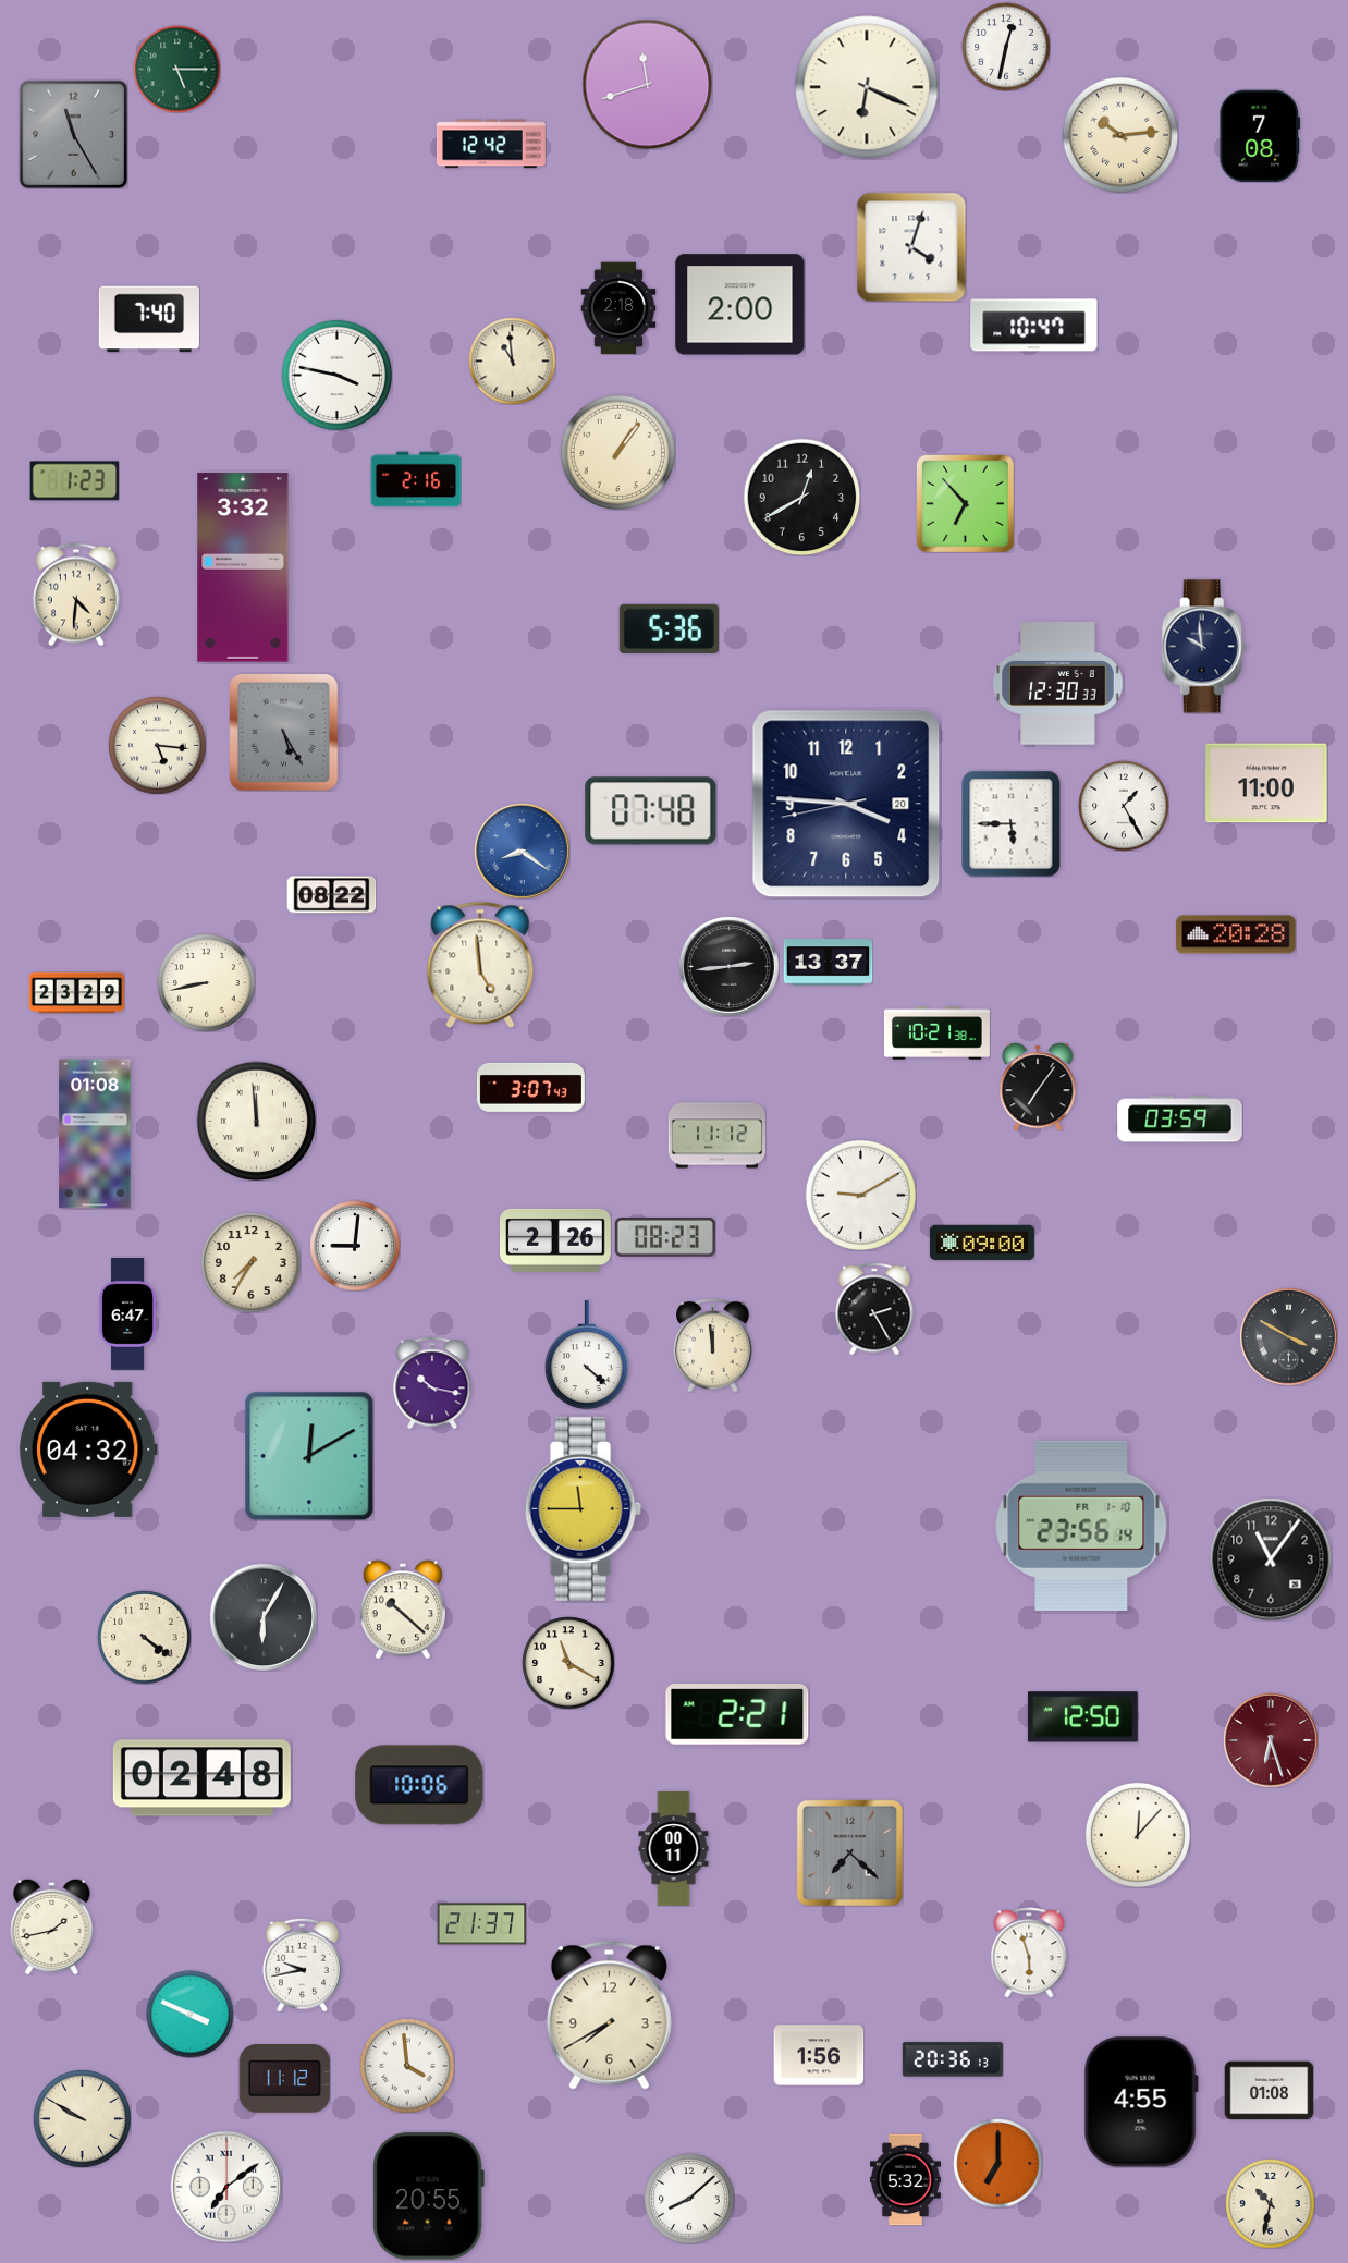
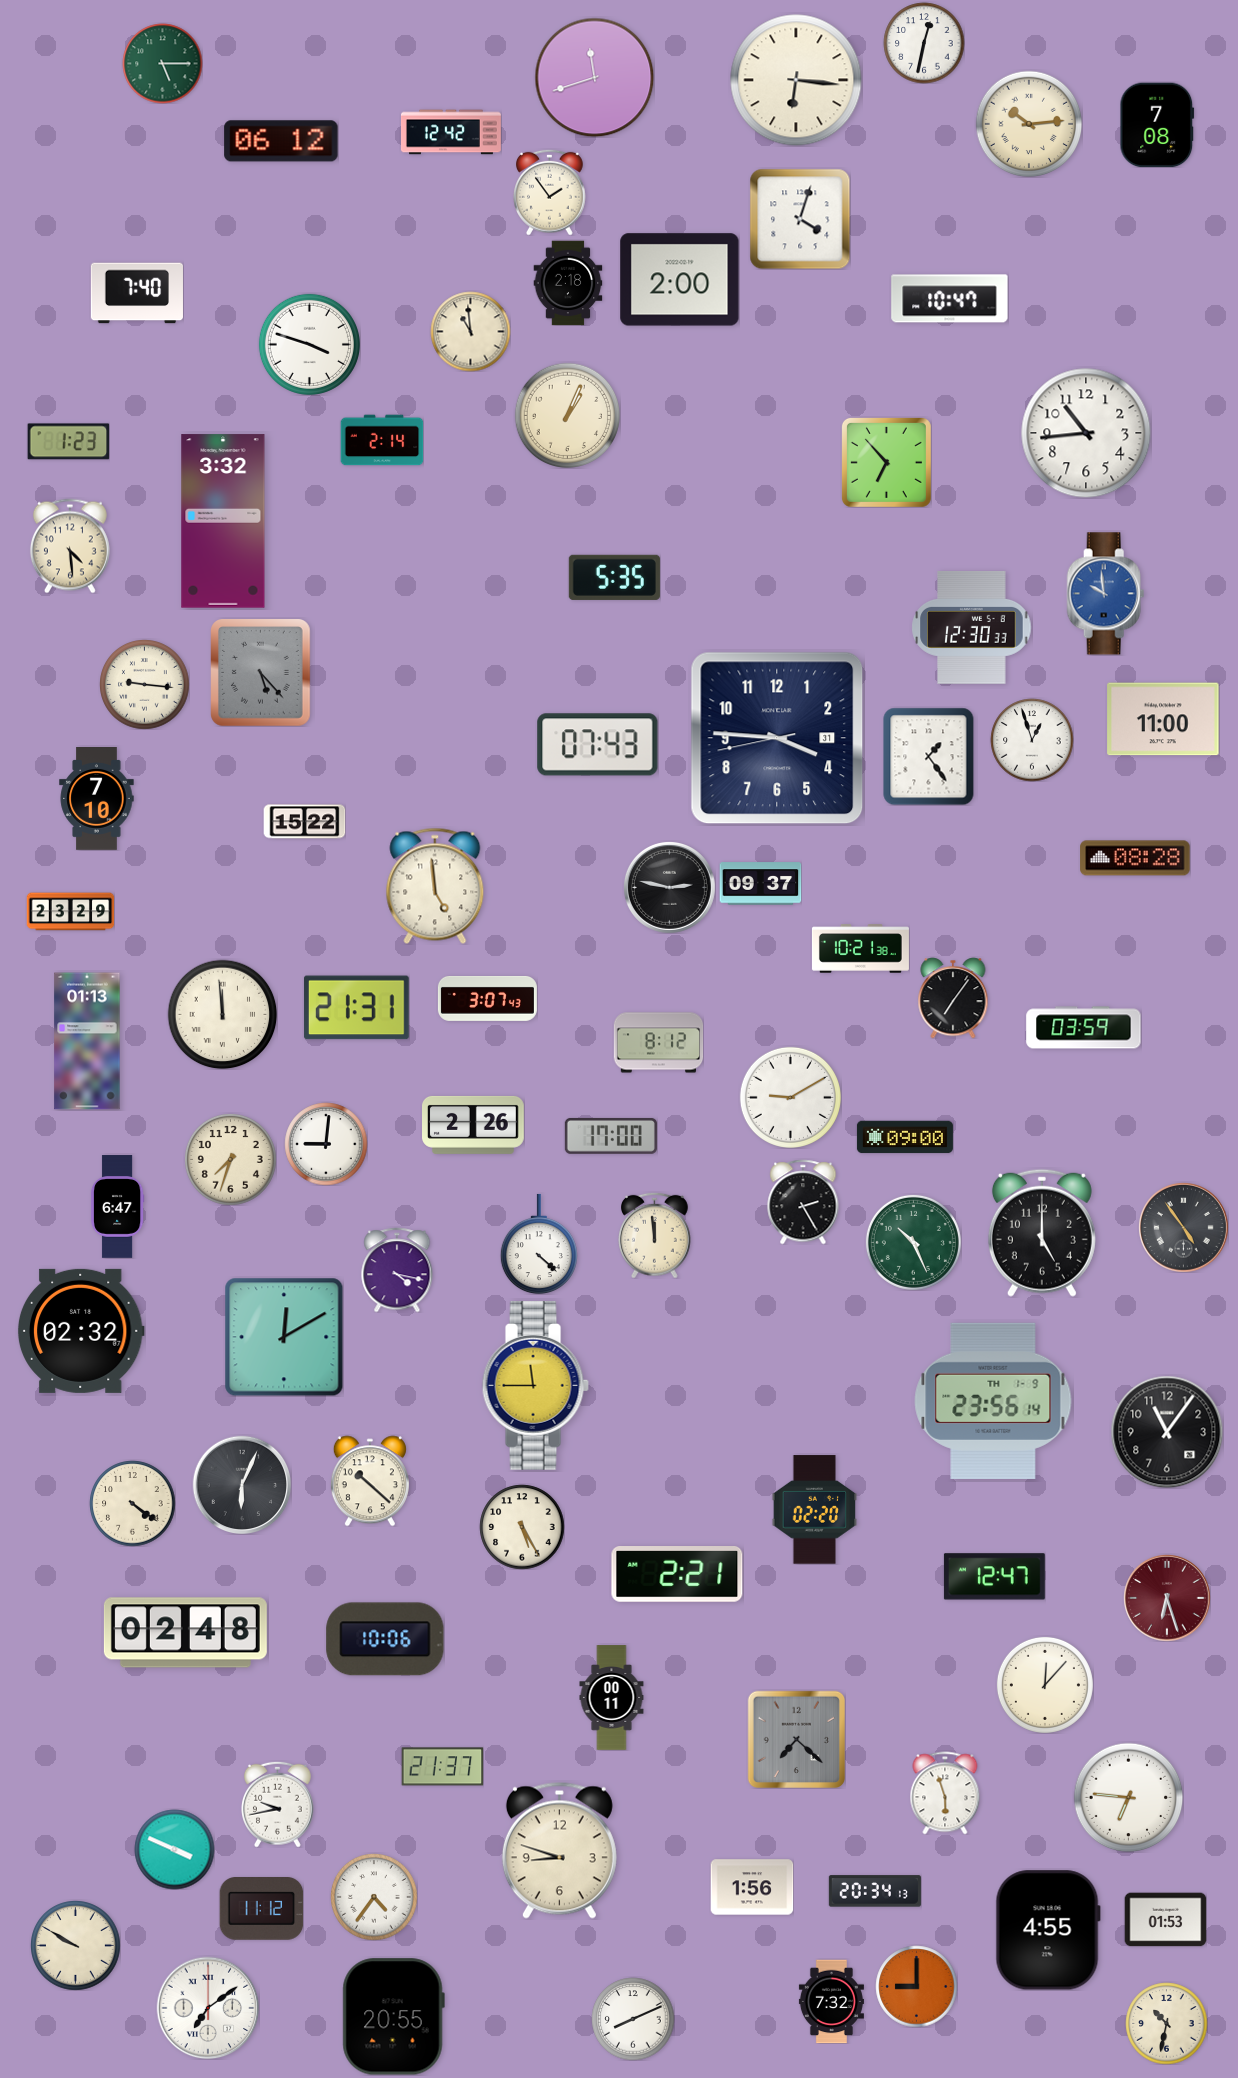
clock at (867, 87): 6:19 -> 6:16
clock at (73, 134): 11:25 -> none
clock at (281, 141): none -> 06:12
clock at (550, 192): none -> 1:54
clock at (911, 247) position: (911, 247) -> (800, 219)
clock at (336, 375): 3:47 -> 3:48
clock at (617, 452): 1:06 -> 1:04
clock at (1086, 433): none -> 10:44
clock at (416, 479): 2:16 -> 2:14
clock at (801, 497): 12:40 -> none
clock at (76, 595): 4:31 -> 4:29
clock at (669, 628): 5:36 -> 5:35
clock at (1204, 647) dial: navy -> blue
clock at (284, 733): 5:25 -> 5:23
clock at (158, 746): 5:16 -> 9:16
clock at (846, 804) date: 20 -> 31
clock at (1124, 806): 1:25 -> 12:57
clock at (651, 811): 07:48 -> 07:43
clock at (1012, 823): 5:45 -> 1:24
clock at (522, 851): 8:21 -> none
clock at (97, 799): none -> 7:10
clock at (331, 895): 08:22 -> 15:22
clock at (1236, 934): 20:28 -> 08:28
clock at (828, 963): 13:37 -> 09:37
clock at (480, 965) position: (480, 965) -> (435, 886)
clock at (728, 966): 2:44 -> 2:47
clock at (207, 983): 8:43 -> none
clock at (356, 1008): none -> 21:31
clock at (256, 1121) position: (256, 1121) -> (222, 1014)
clock at (95, 1134): 01:08 -> 01:13
clock at (716, 1136): 11:12 -> 8:12
clock at (665, 1237): 08:23 -> 17:00
clock at (556, 1240) position: (556, 1240) -> (474, 1125)
clock at (982, 1243) position: (982, 1243) -> (905, 1137)
clock at (250, 1262): 7:35 -> 7:33
clock at (1289, 1337): 3:50 -> 4:54
clock at (1042, 1233): none -> 5:00
clock at (913, 1242): none -> 10:26
clock at (432, 1383): 10:17 -> 4:17
clock at (88, 1449): 04:32 -> 02:32
clock at (1081, 1526) date: FR 1-10 -> TH 1-9
clock at (403, 1610) position: (403, 1610) -> (370, 1481)
clock at (262, 1616): 6:05 -> 6:04
clock at (815, 1510): none -> 02:20
clock at (568, 1663): 11:20 -> 5:25
clock at (1082, 1717): 12:50 -> 12:47
clock at (674, 1849) position: (674, 1849) -> (612, 1698)
clock at (849, 1852) position: (849, 1852) -> (796, 1739)
clock at (52, 1926): 1:43 -> none
clock at (1128, 1797): none -> 6:46
clock at (609, 2015): 7:40 -> 8:48
clock at (953, 2059): 20:36 -> 20:34
clock at (407, 2066): 3:59 -> 4:36
clock at (1269, 2091): 01:08 -> 01:53
clock at (997, 2163): 7:00 -> 9:00
clock at (905, 2179): 5:32 -> 7:32
clock at (689, 2199): 8:08 -> 8:11
